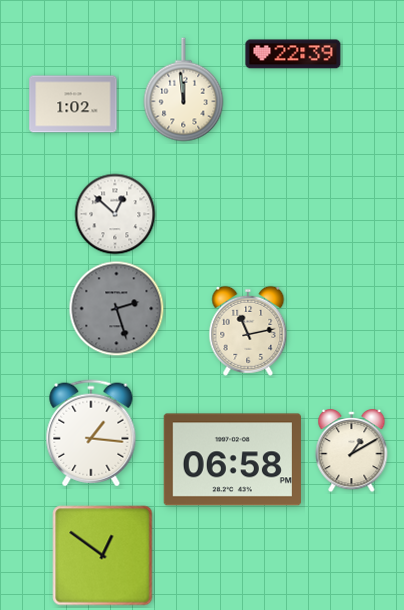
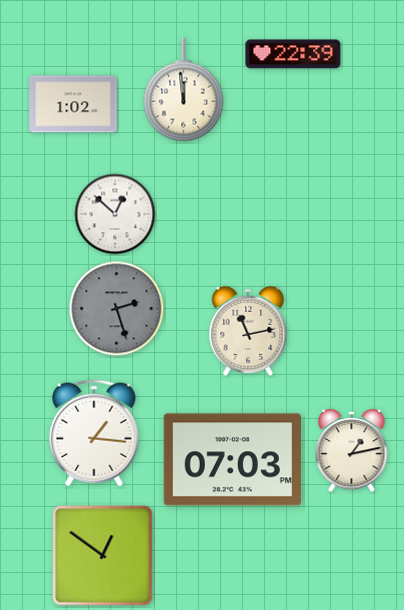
clock at (91, 433) position: (91, 433) -> (94, 433)
clock at (352, 452): 1:10 -> 1:13
clock at (232, 460): 06:58 -> 07:03
